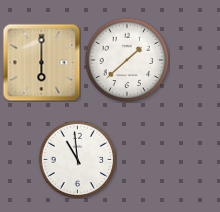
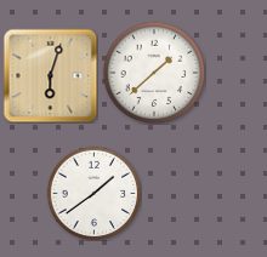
clock at (41, 62): 6:00 -> 6:03
clock at (77, 159): 10:59 -> 1:39
